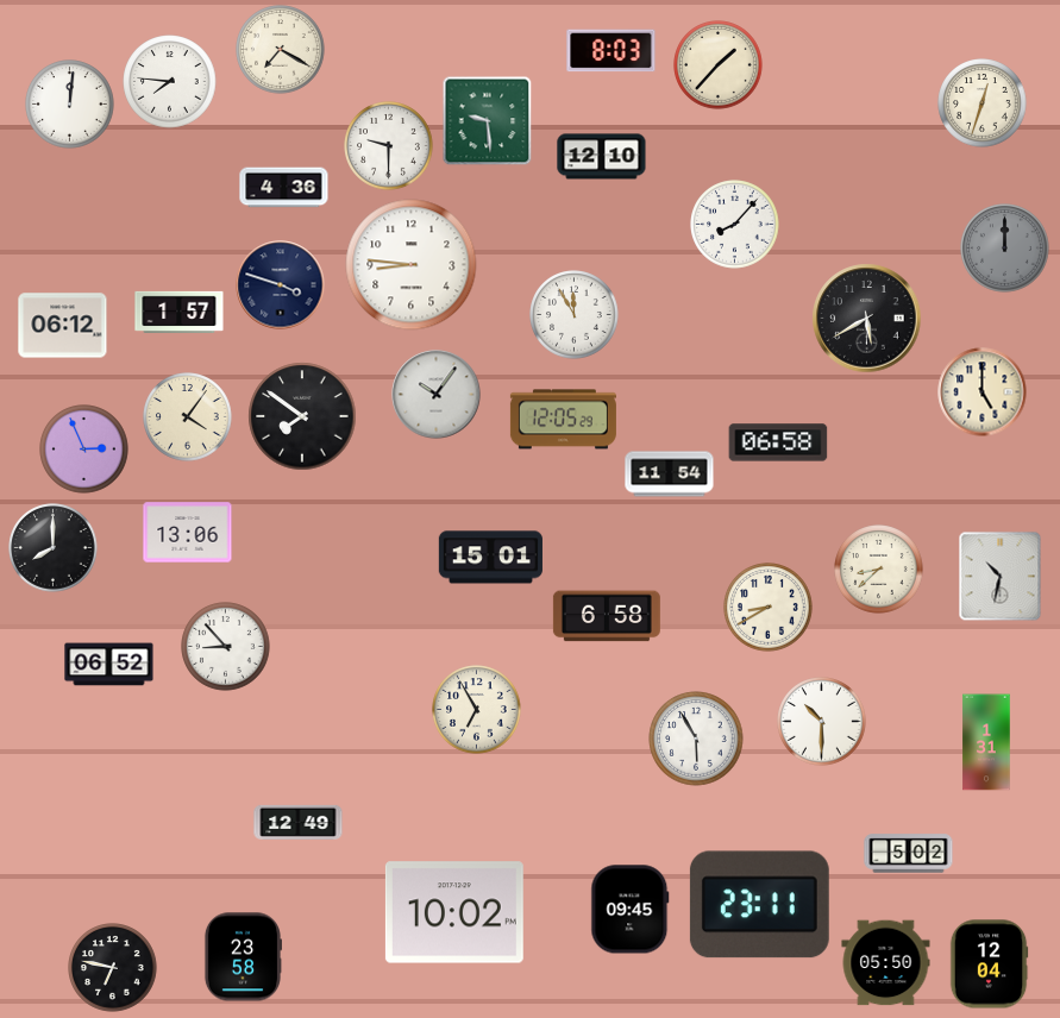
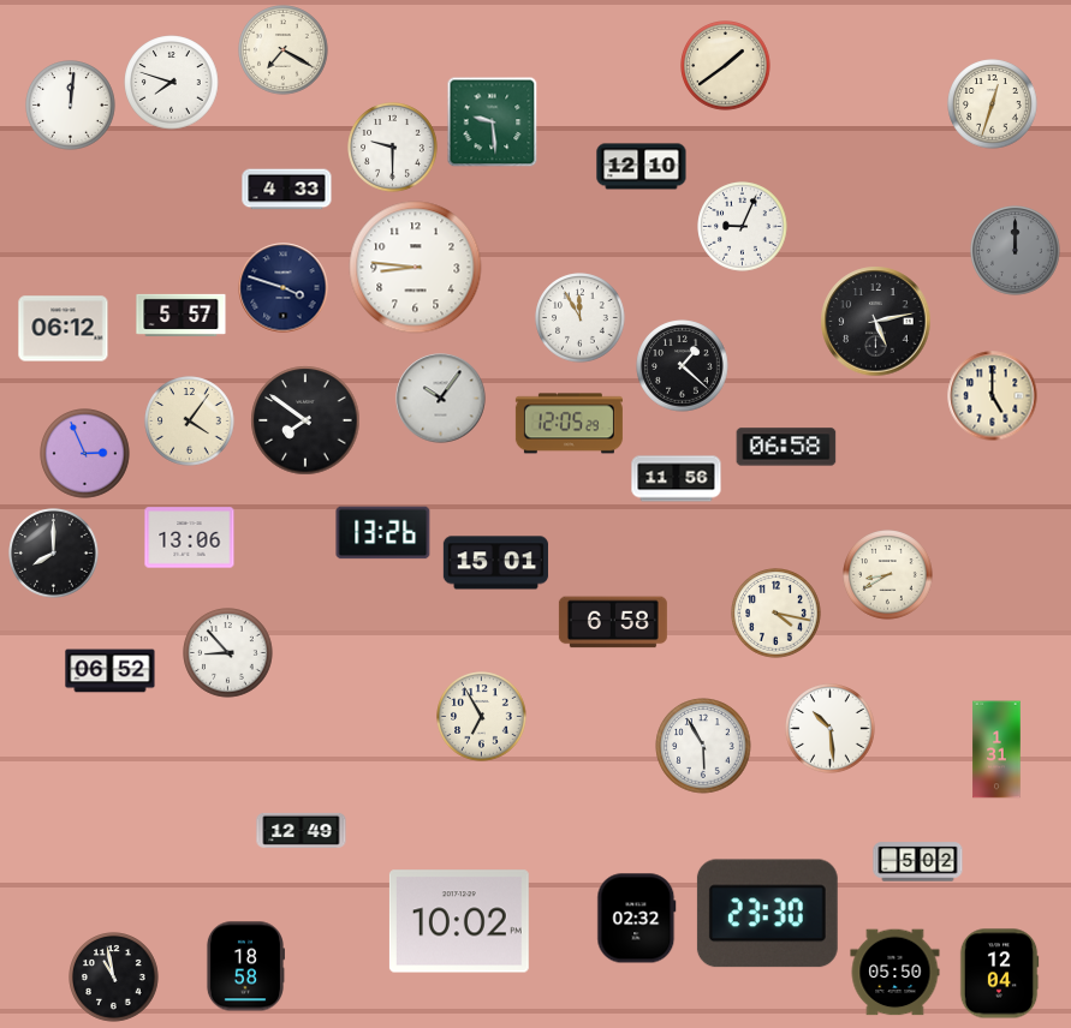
clock at (611, 51): 8:03 -> none
clock at (719, 65): 1:37 -> 1:39
clock at (170, 82): 7:46 -> 7:48
clock at (602, 157) position: (602, 157) -> (642, 167)
clock at (284, 188): 4:36 -> 4:33
clock at (735, 225): 8:07 -> 9:04
clock at (180, 312): 1:57 -> 5:57
clock at (867, 319): 5:40 -> 5:13
clock at (683, 366): none -> 1:22
clock at (670, 475): 11:54 -> 11:56
clock at (383, 533): none -> 13:26
clock at (879, 570): 8:38 -> 8:40
clock at (1001, 577): 10:32 -> none
clock at (769, 608): 8:40 -> 4:17
clock at (822, 722): 10:30 -> 10:29
clock at (759, 905): 23:11 -> 23:30
clock at (631, 910): 09:45 -> 02:32
clock at (242, 957): 23:58 -> 18:58
clock at (113, 968): 6:47 -> 10:58
